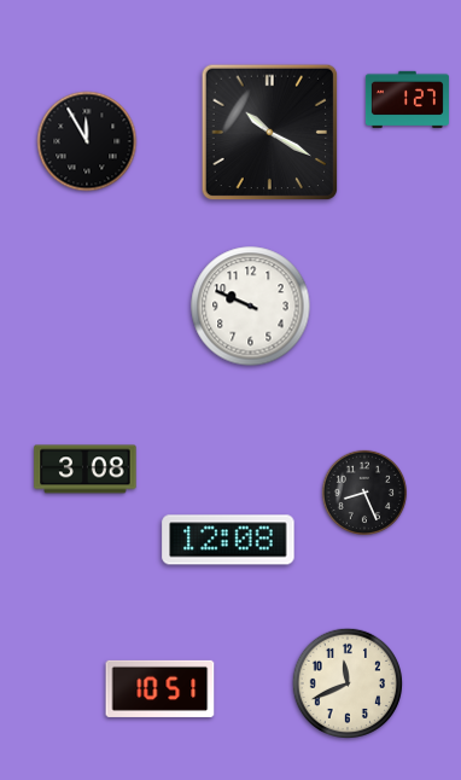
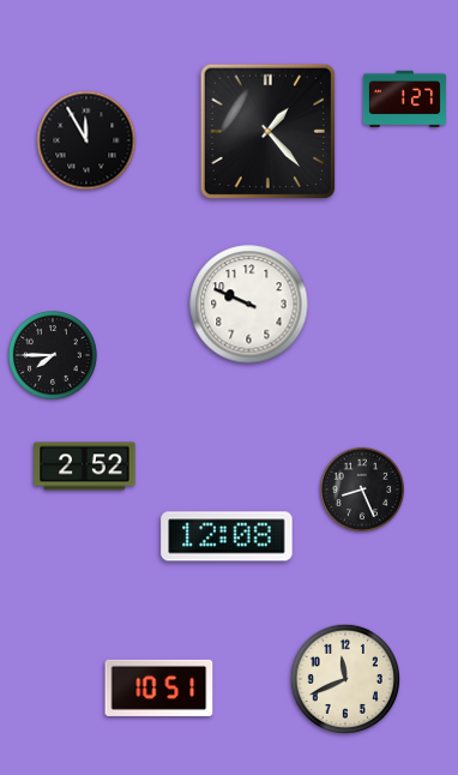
clock at (270, 133): 10:20 -> 1:23
clock at (54, 356): none -> 7:45
clock at (86, 470): 3:08 -> 2:52
clock at (161, 688) position: (161, 688) -> (159, 687)
